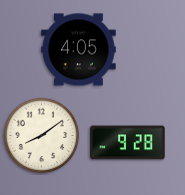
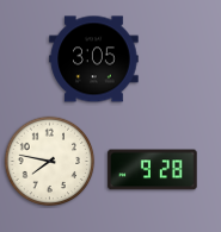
clock at (79, 50): 4:05 -> 3:05
clock at (42, 136): 8:09 -> 7:47
